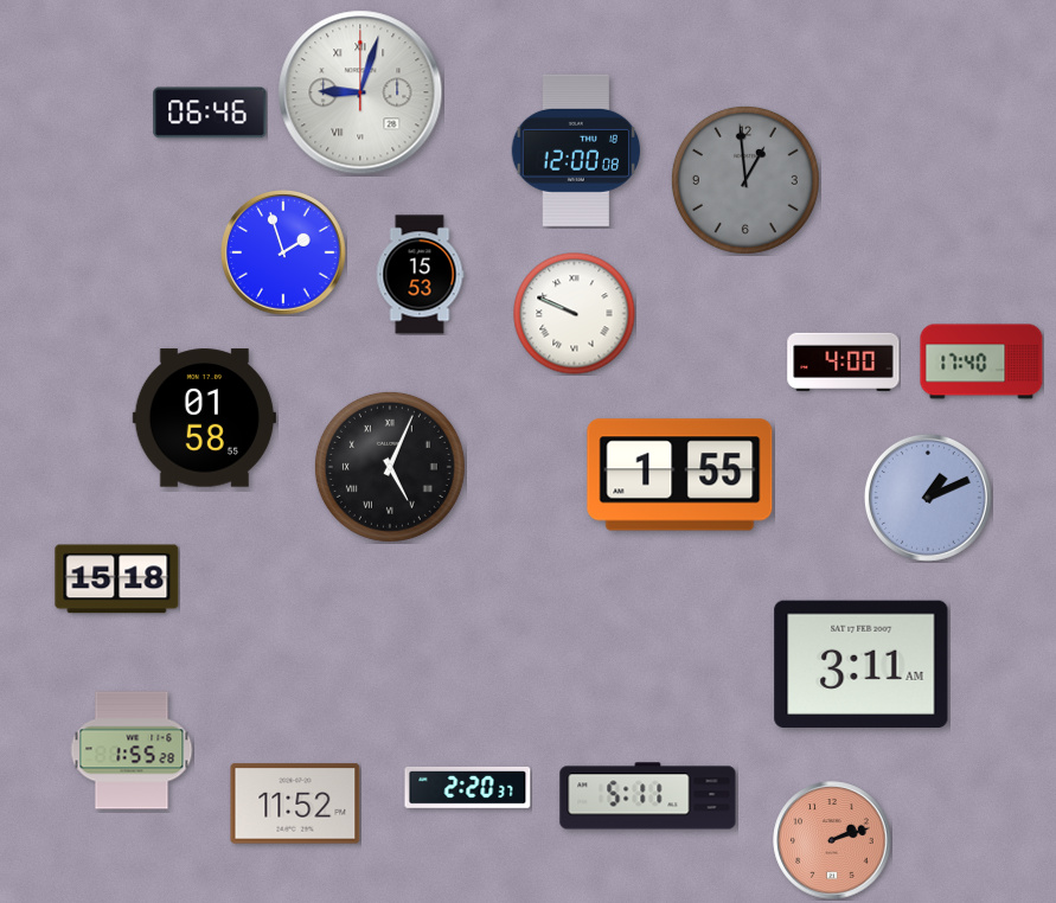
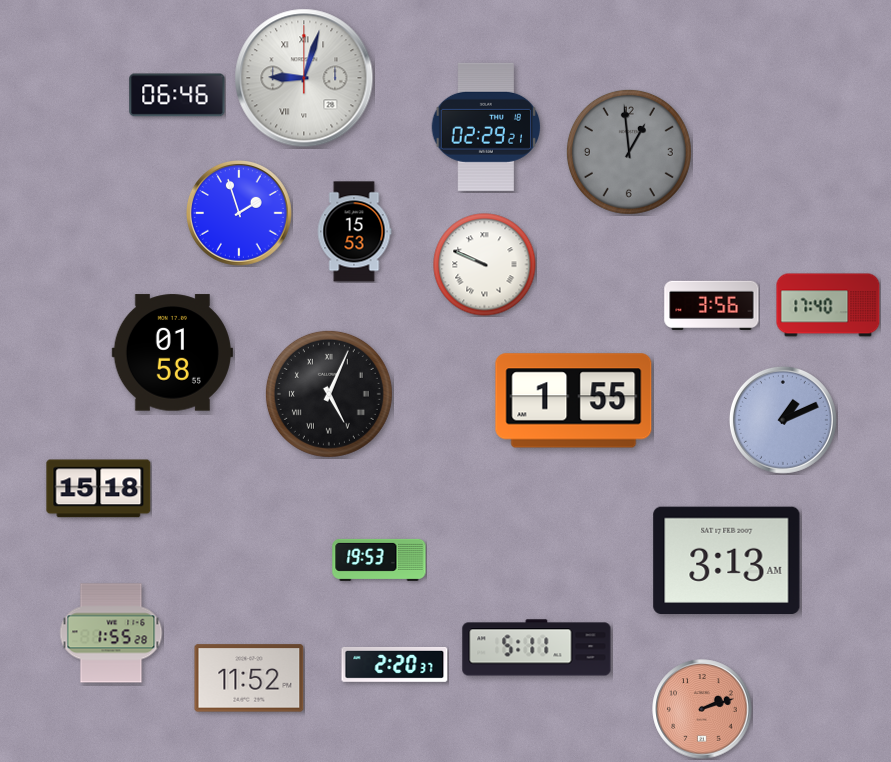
clock at (576, 150): 12:00 -> 02:29
clock at (844, 361): 4:00 -> 3:56
clock at (379, 560): none -> 19:53
clock at (862, 664): 3:11 -> 3:13
clock at (648, 796) position: (648, 796) -> (537, 648)
